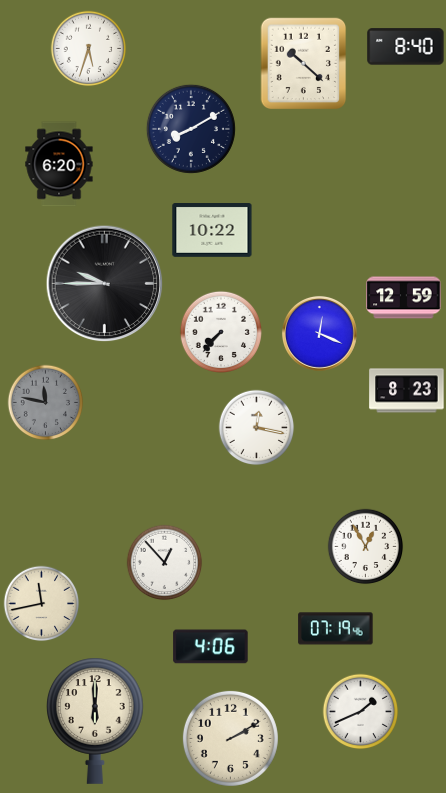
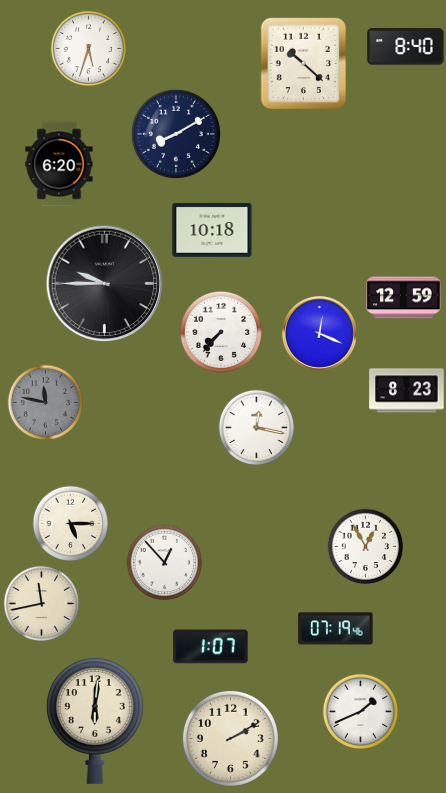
clock at (191, 129) position: (191, 129) -> (176, 134)
clock at (212, 231): 10:22 -> 10:18
clock at (71, 524): none -> 5:15
clock at (211, 647): 4:06 -> 1:07
clock at (96, 721): 6:00 -> 6:01
